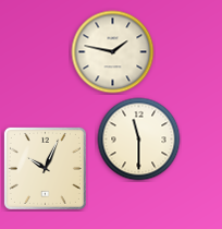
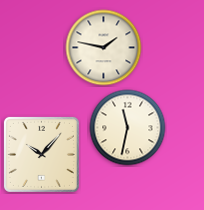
clock at (139, 140): 11:30 -> 11:32
clock at (45, 168): 10:04 -> 10:07
